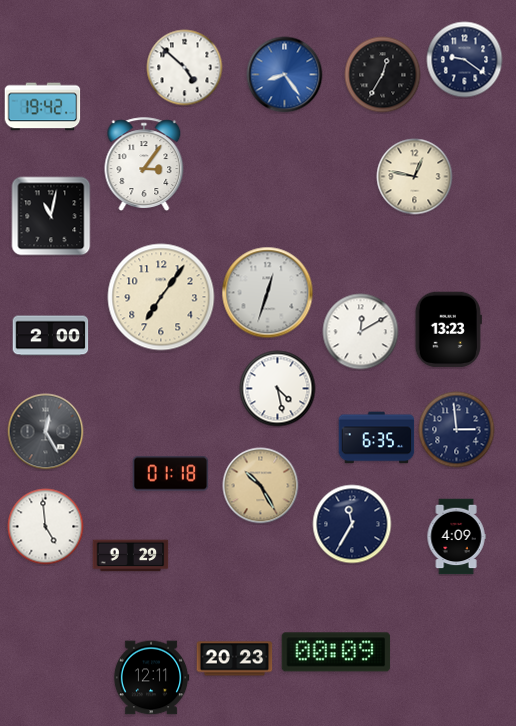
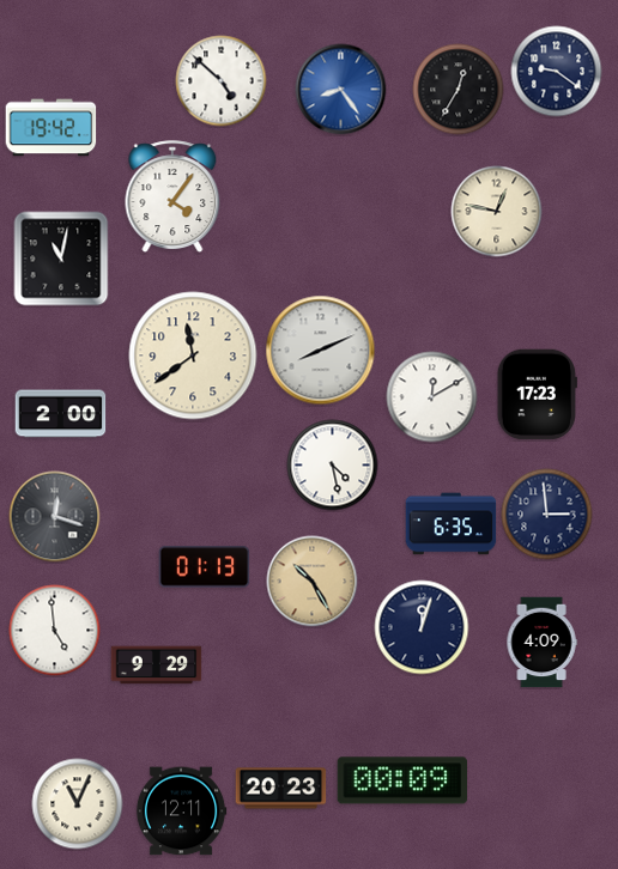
clock at (144, 164): 3:06 -> 4:06
clock at (268, 293): 12:33 -> 8:11
clock at (161, 297): 7:06 -> 11:39
clock at (448, 330): 13:23 -> 17:23
clock at (51, 336) position: (51, 336) -> (61, 414)
clock at (46, 432): 12:25 -> 12:18
clock at (171, 474): 01:18 -> 01:13
clock at (352, 524): 11:35 -> 12:03
clock at (456, 537) position: (456, 537) -> (541, 643)
clock at (78, 804): none -> 11:04
